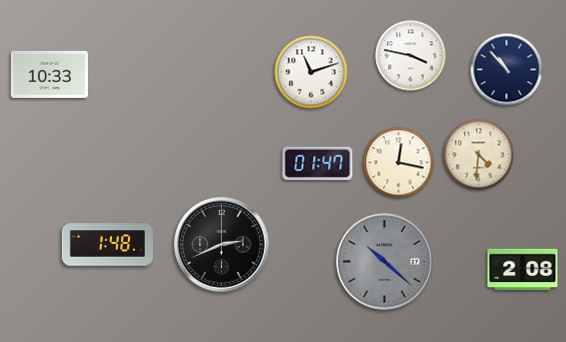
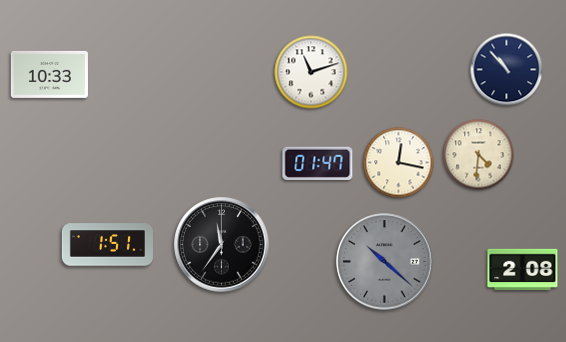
clock at (411, 56): 3:47 -> none
clock at (107, 245): 1:48 -> 1:51
clock at (222, 245): 2:41 -> 11:36
